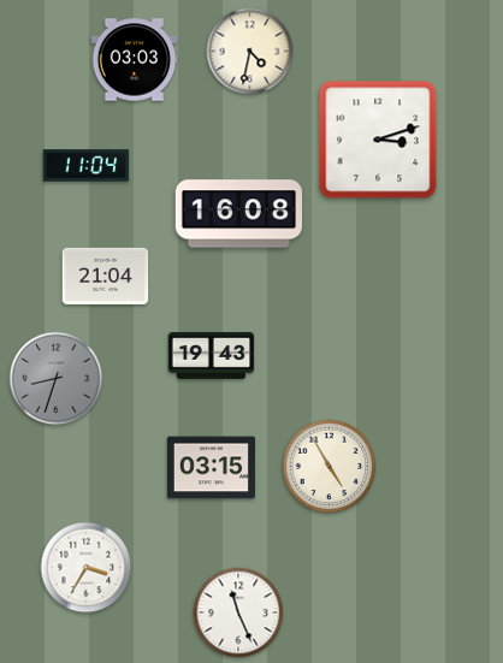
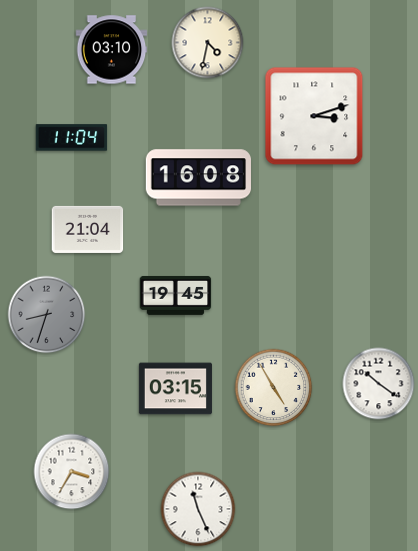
clock at (135, 60): 03:03 -> 03:10
clock at (212, 355): 19:43 -> 19:45
clock at (379, 384): none -> 10:21
